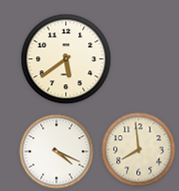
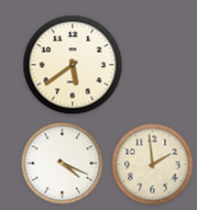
clock at (139, 150): 7:59 -> 1:59
clock at (57, 152) position: (57, 152) -> (63, 164)
